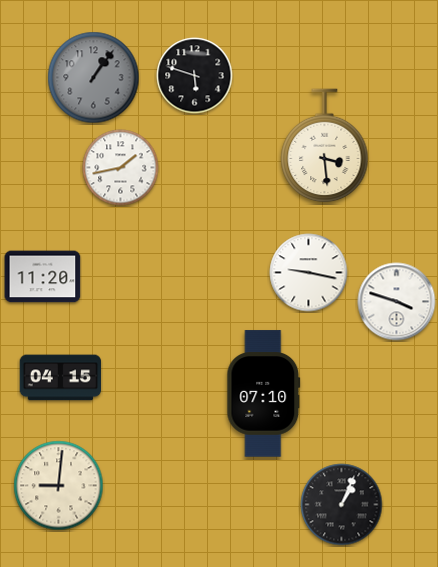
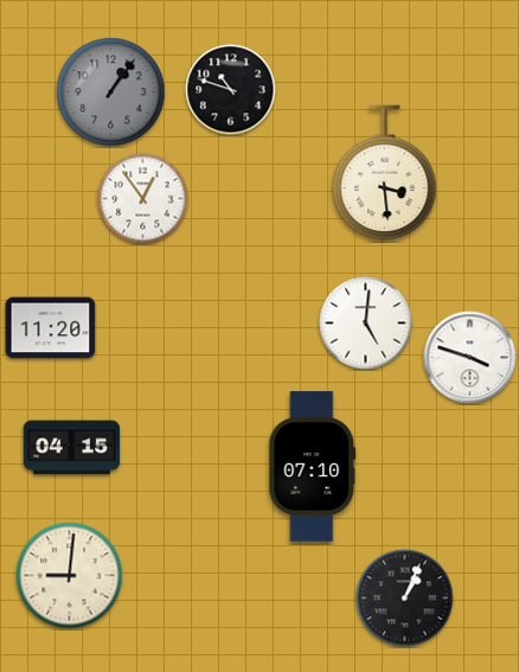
clock at (195, 76): 5:48 -> 10:48
clock at (121, 168): 1:43 -> 12:54
clock at (309, 273): 9:17 -> 5:01
